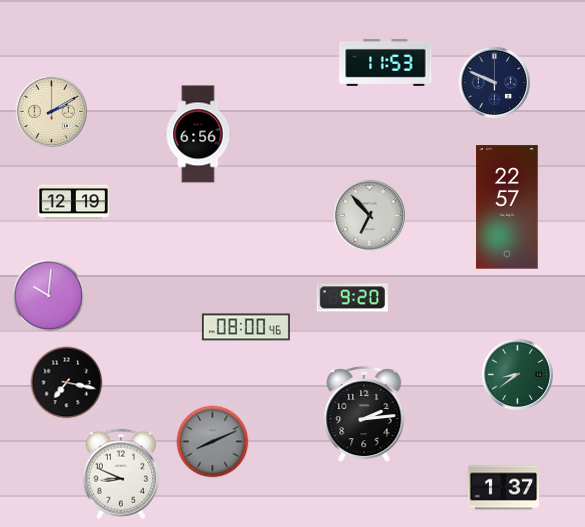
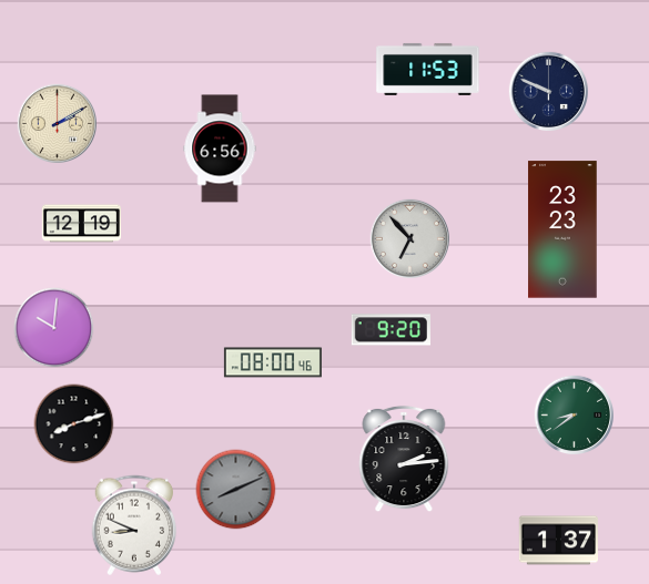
clock at (507, 207): 22:57 -> 23:23
clock at (67, 383): 7:17 -> 8:12
